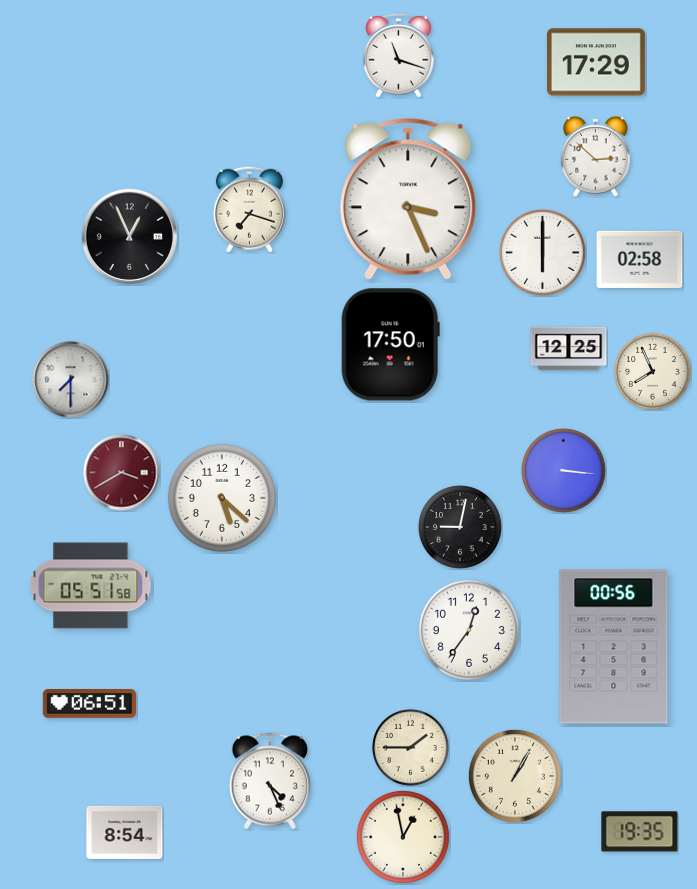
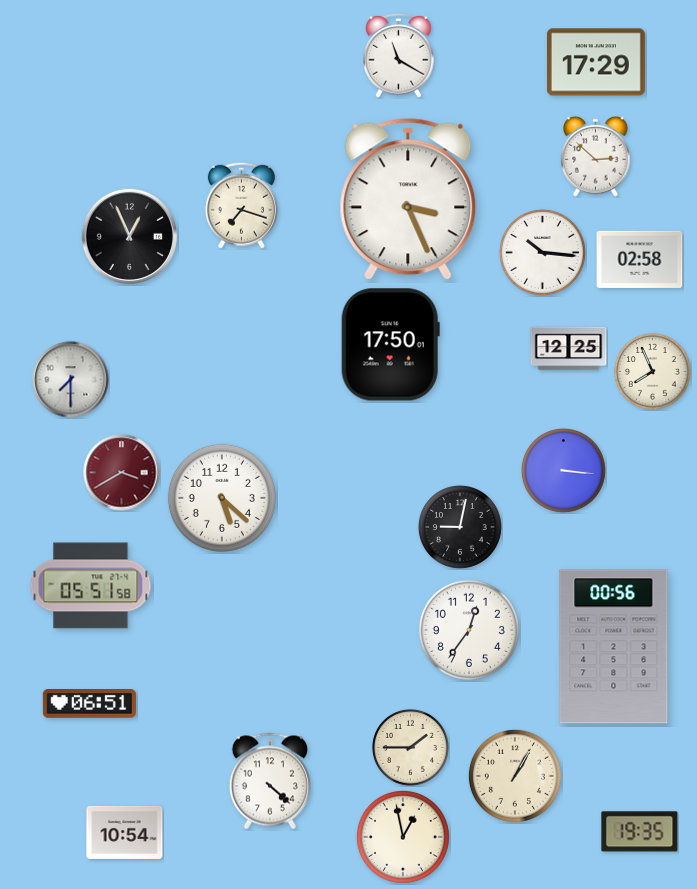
clock at (399, 56): 11:18 -> 11:20
clock at (249, 209) position: (249, 209) -> (241, 205)
clock at (542, 252): 6:00 -> 10:16
clock at (270, 781): 4:26 -> 4:22
clock at (125, 832): 8:54 -> 10:54
